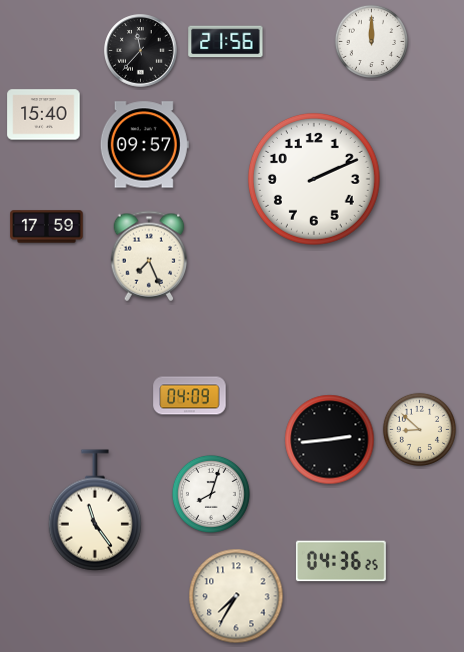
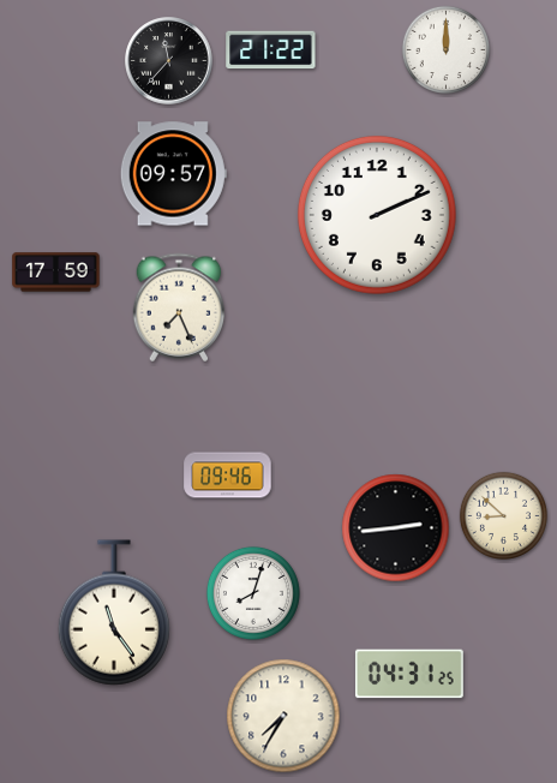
clock at (226, 42): 21:56 -> 21:22
clock at (44, 115): 15:40 -> none
clock at (190, 396): 04:09 -> 09:46
clock at (341, 561): 04:36 -> 04:31
